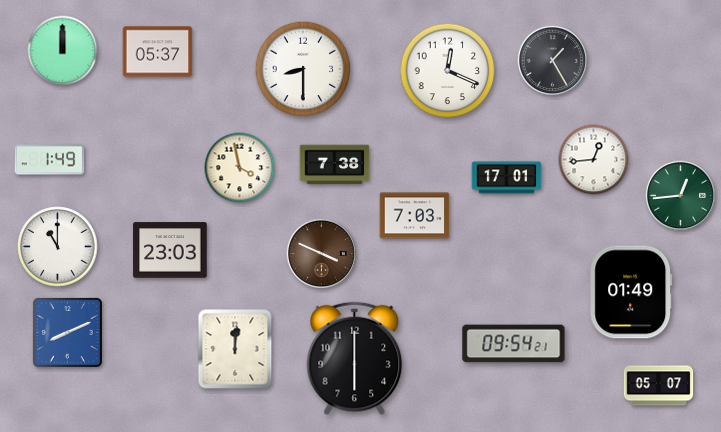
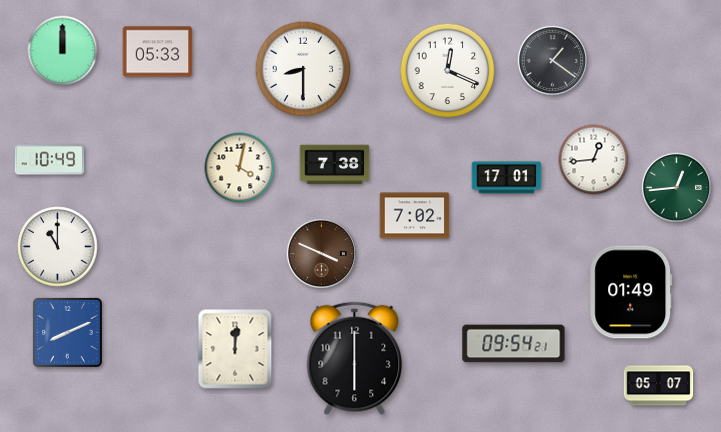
clock at (158, 52): 05:37 -> 05:33
clock at (553, 61): 1:25 -> 1:21
clock at (50, 160): 1:49 -> 10:49
clock at (240, 168): 3:58 -> 4:02
clock at (681, 196) position: (681, 196) -> (677, 188)
clock at (415, 216): 7:03 -> 7:02
clock at (170, 250): 23:03 -> none
